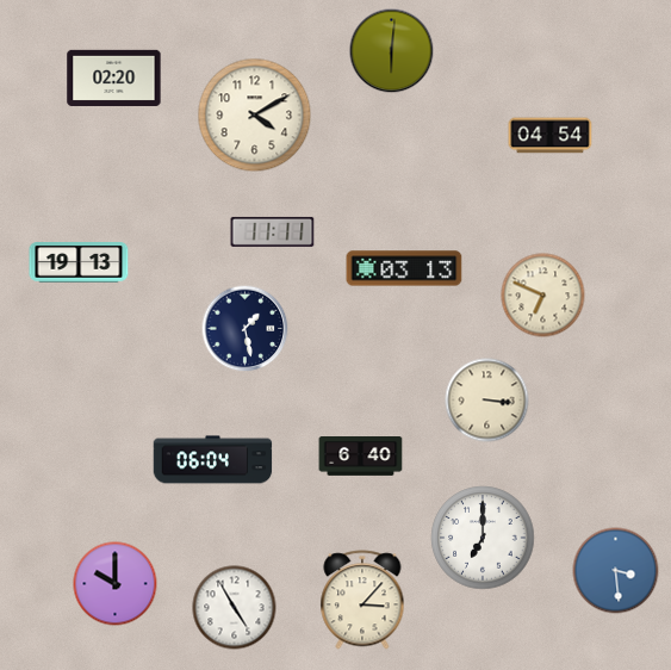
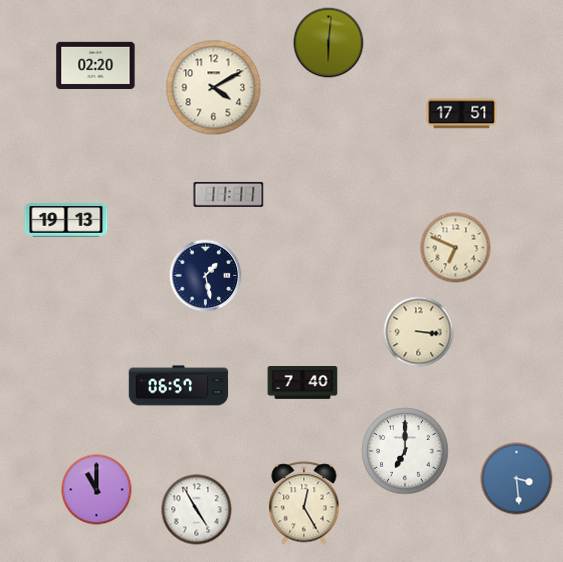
clock at (255, 116) position: (255, 116) -> (214, 88)
clock at (551, 136): 04:54 -> 17:51
clock at (404, 268): 03:13 -> none
clock at (487, 401) position: (487, 401) -> (419, 332)
clock at (361, 457): 6:40 -> 7:40
clock at (213, 460): 06:04 -> 06:57
clock at (116, 584): 10:00 -> 11:00
clock at (362, 600): 3:07 -> 12:25
